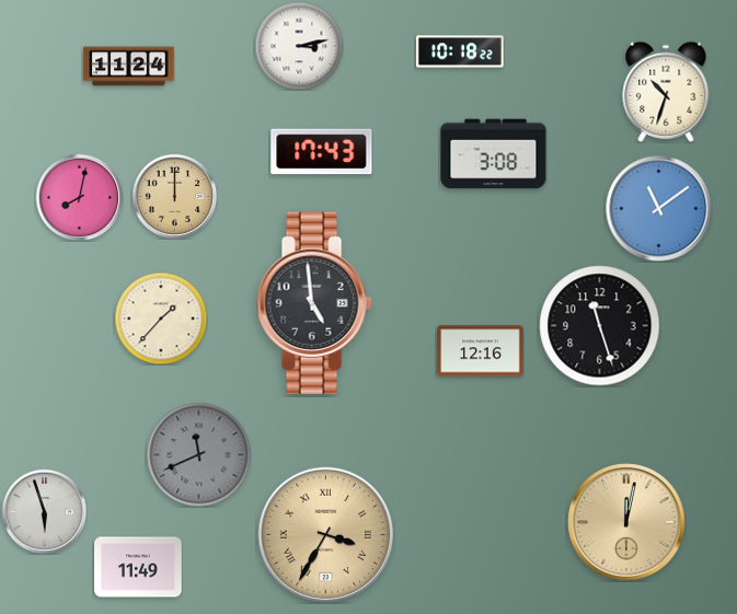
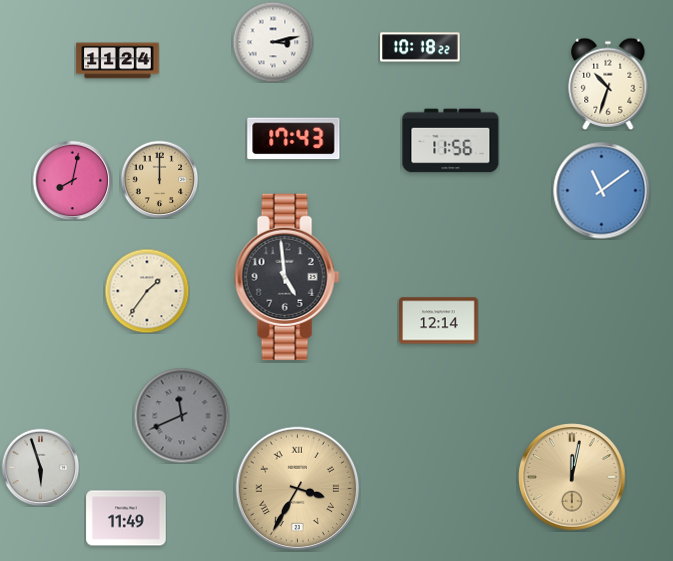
clock at (494, 154): 3:08 -> 11:56
clock at (161, 318): 1:37 -> 1:36
clock at (600, 326): 11:27 -> none
clock at (481, 351): 12:16 -> 12:14
